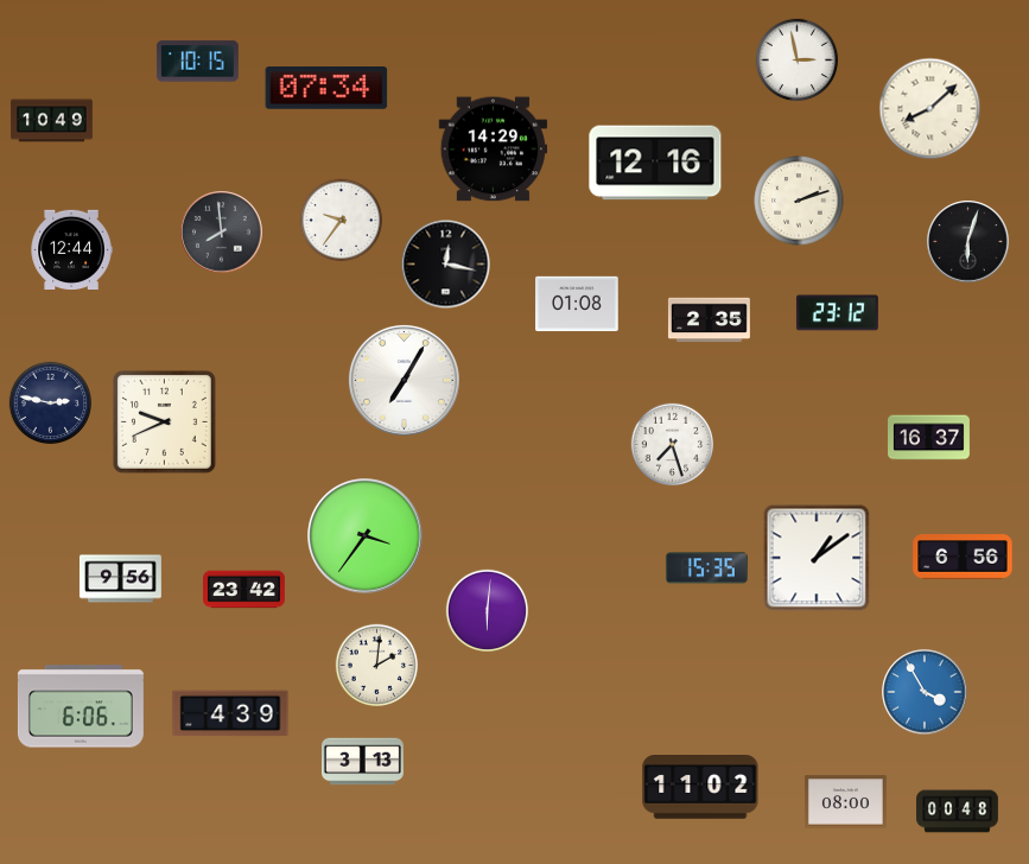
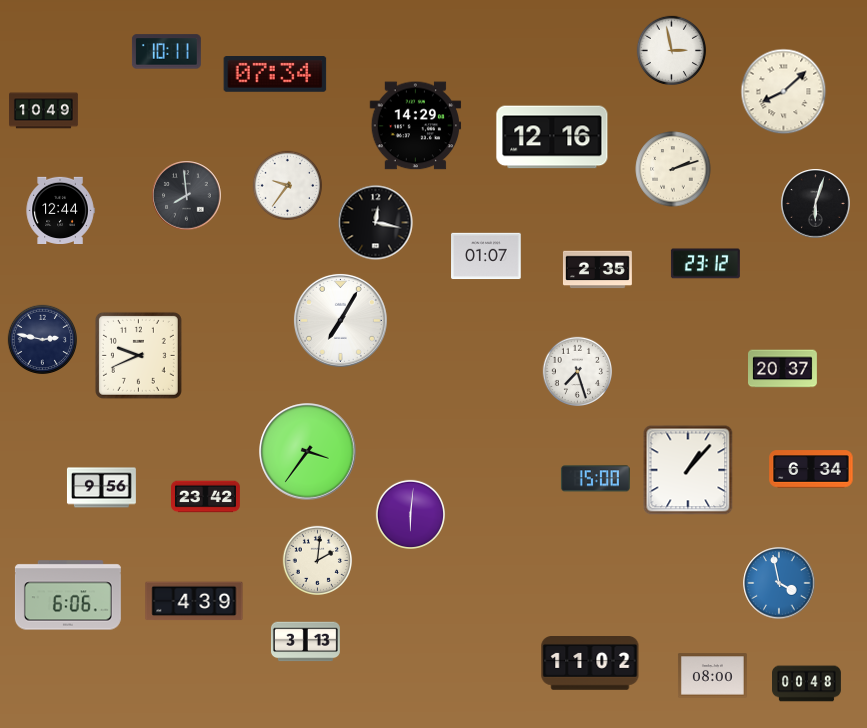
clock at (197, 62): 10:15 -> 10:11
clock at (52, 121) position: (52, 121) -> (44, 111)
clock at (577, 304): 01:08 -> 01:07
clock at (929, 438): 16:37 -> 20:37
clock at (673, 445) position: (673, 445) -> (578, 372)
clock at (963, 557): 6:56 -> 6:34
clock at (817, 558): 1:09 -> 1:07
clock at (706, 568): 15:35 -> 15:00
clock at (925, 692): 3:55 -> 3:58
